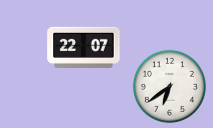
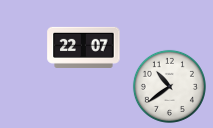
clock at (169, 86): 6:39 -> 10:39
